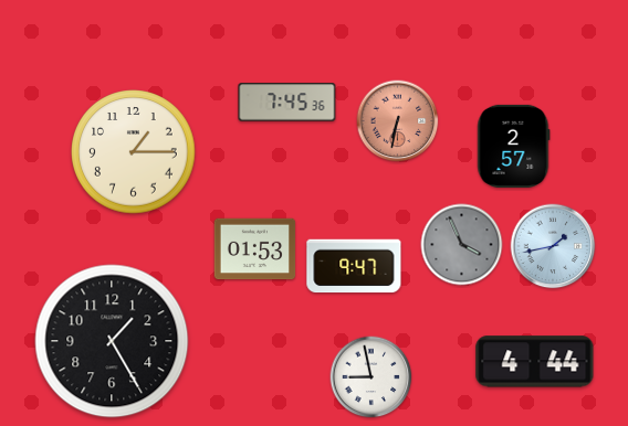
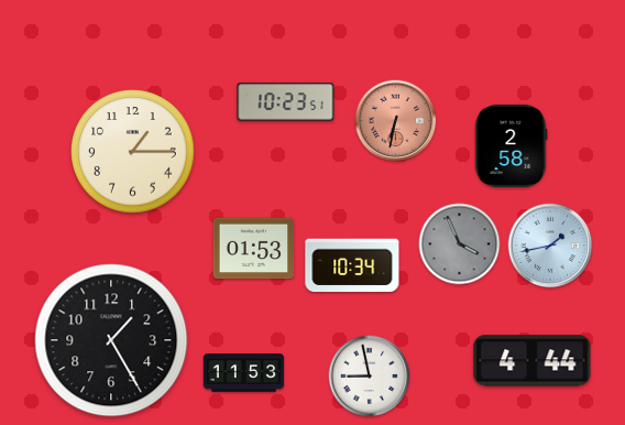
clock at (287, 103): 7:45 -> 10:23
clock at (514, 146): 2:57 -> 2:58
clock at (354, 266): 9:47 -> 10:34
clock at (244, 373): none -> 11:53
